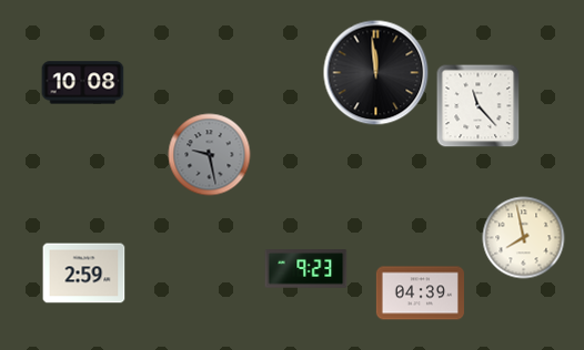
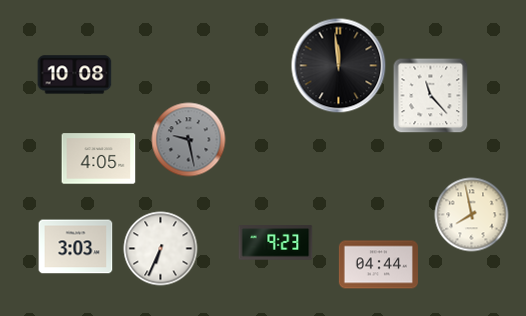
clock at (99, 159): none -> 4:05
clock at (84, 274): 2:59 -> 3:03
clock at (161, 249): none -> 6:34
clock at (420, 294): 04:39 -> 04:44
